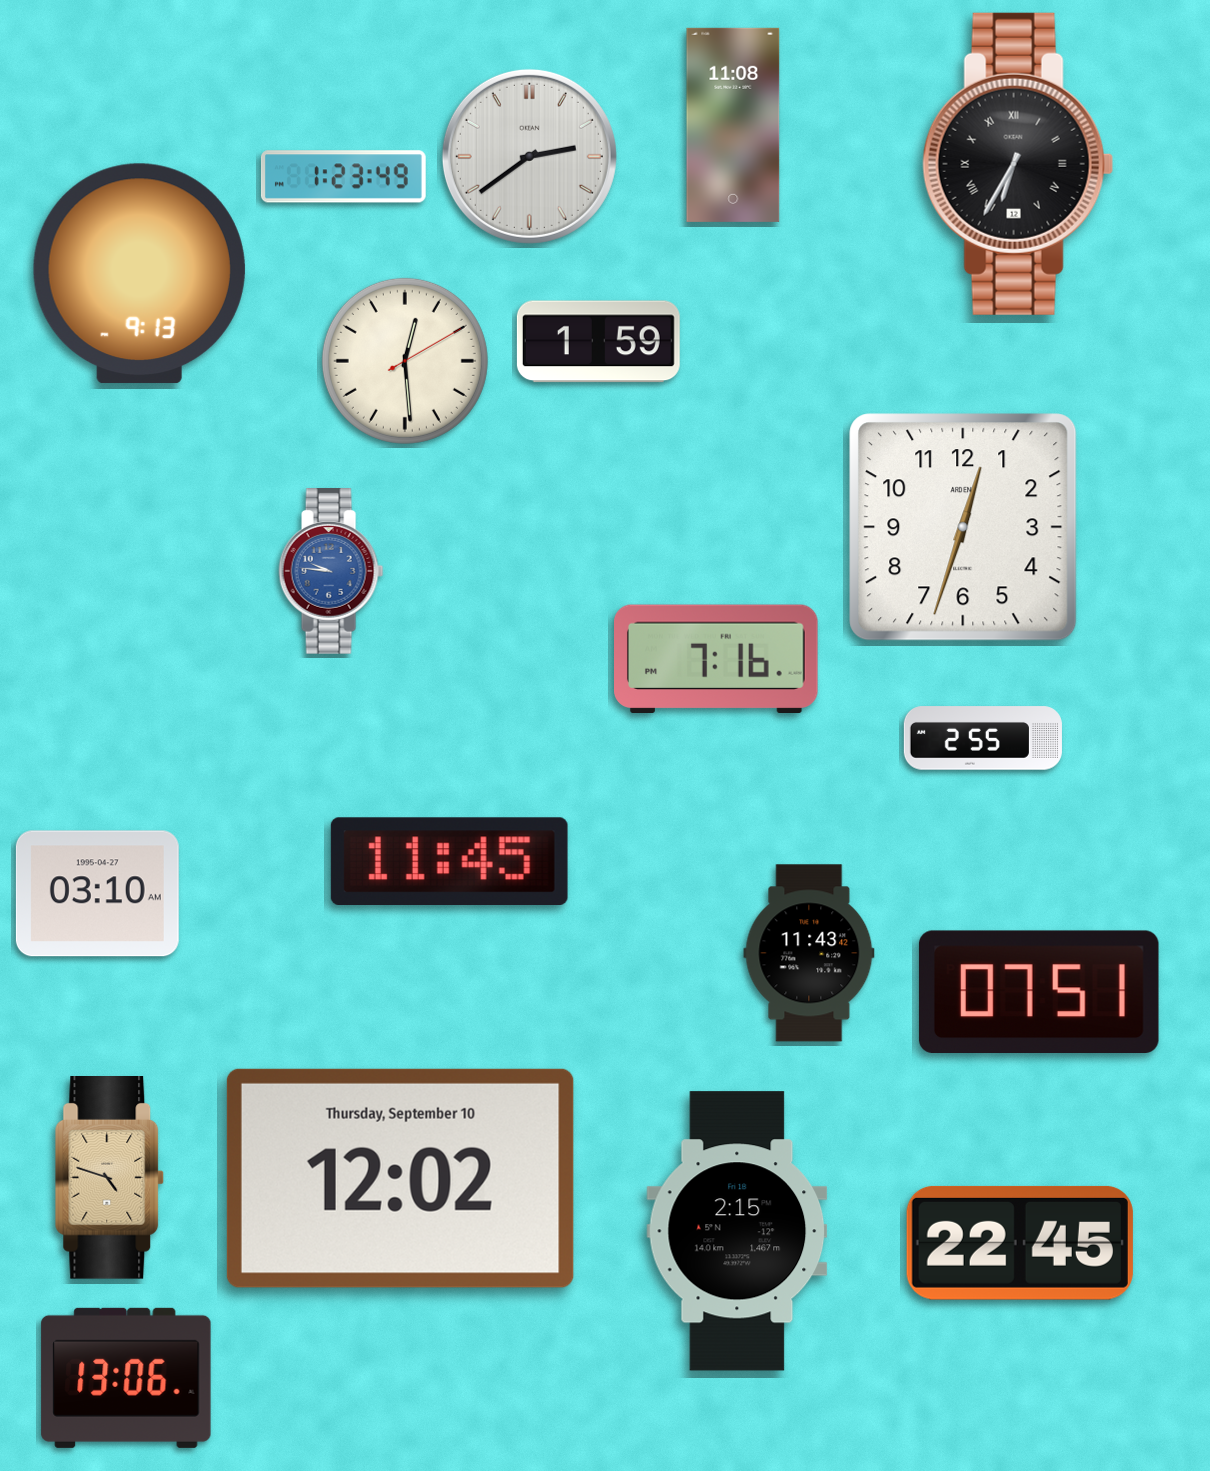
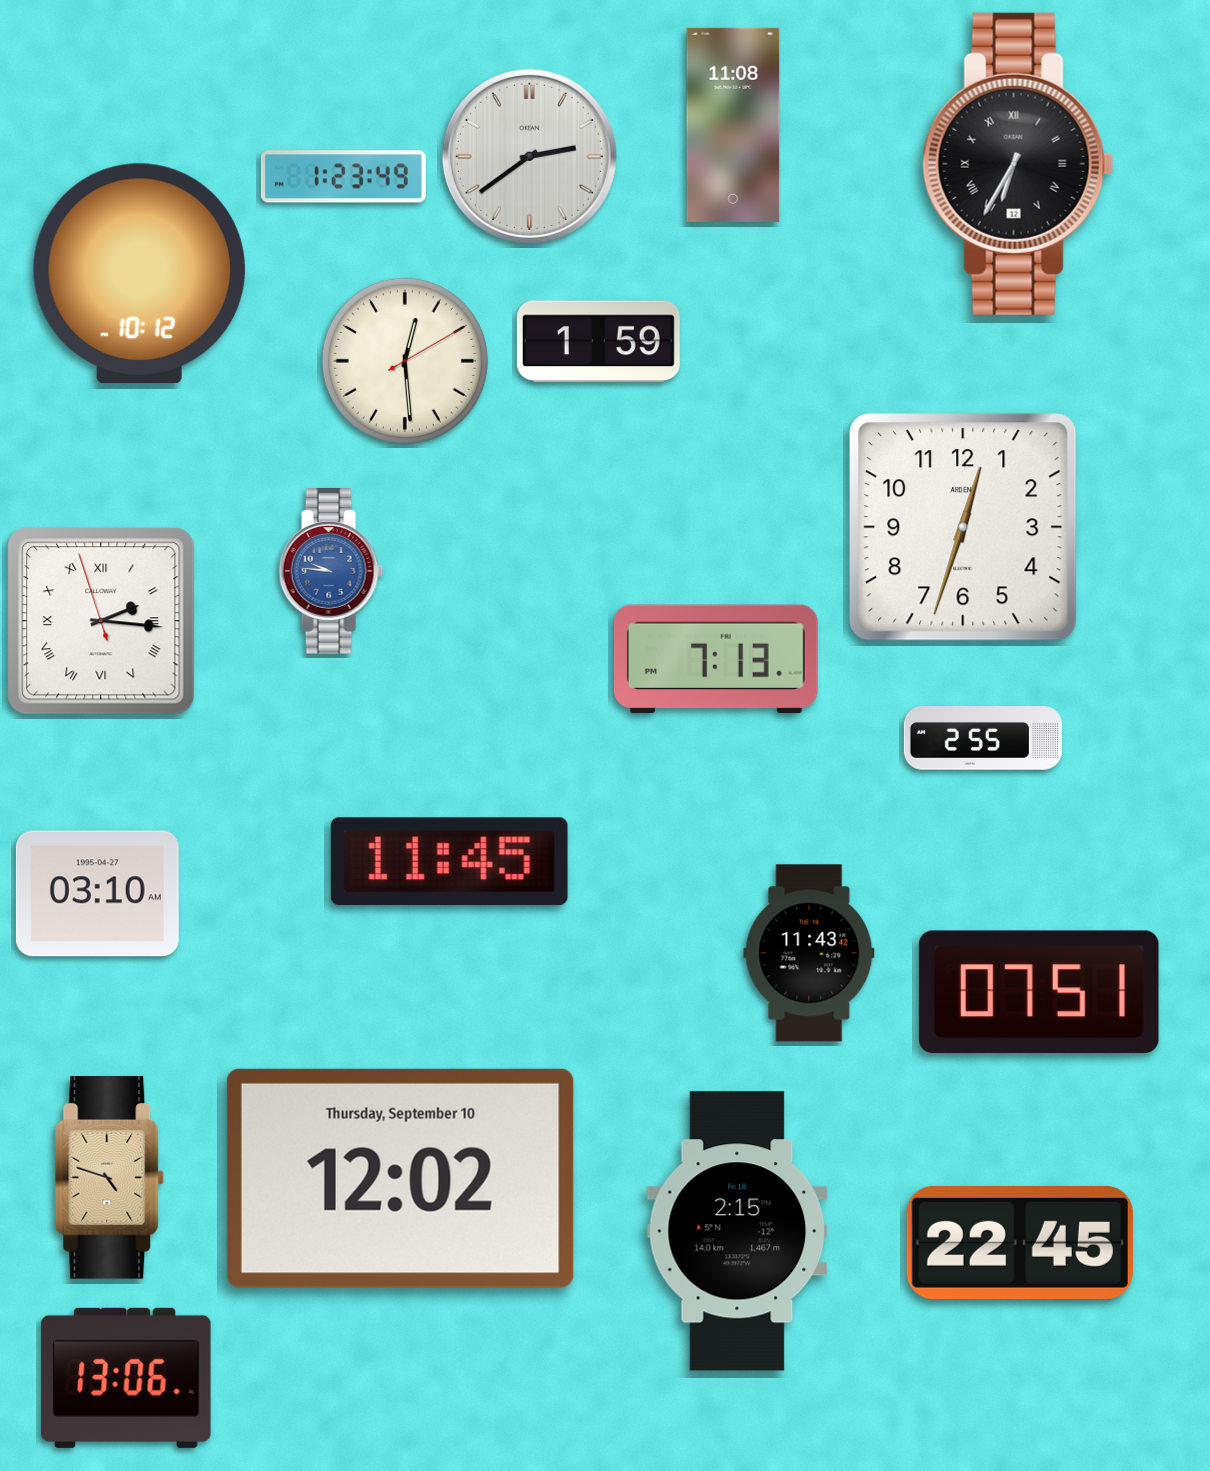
clock at (139, 274): 9:13 -> 10:12
clock at (101, 621): none -> 2:15
clock at (717, 658): 7:16 -> 7:13
